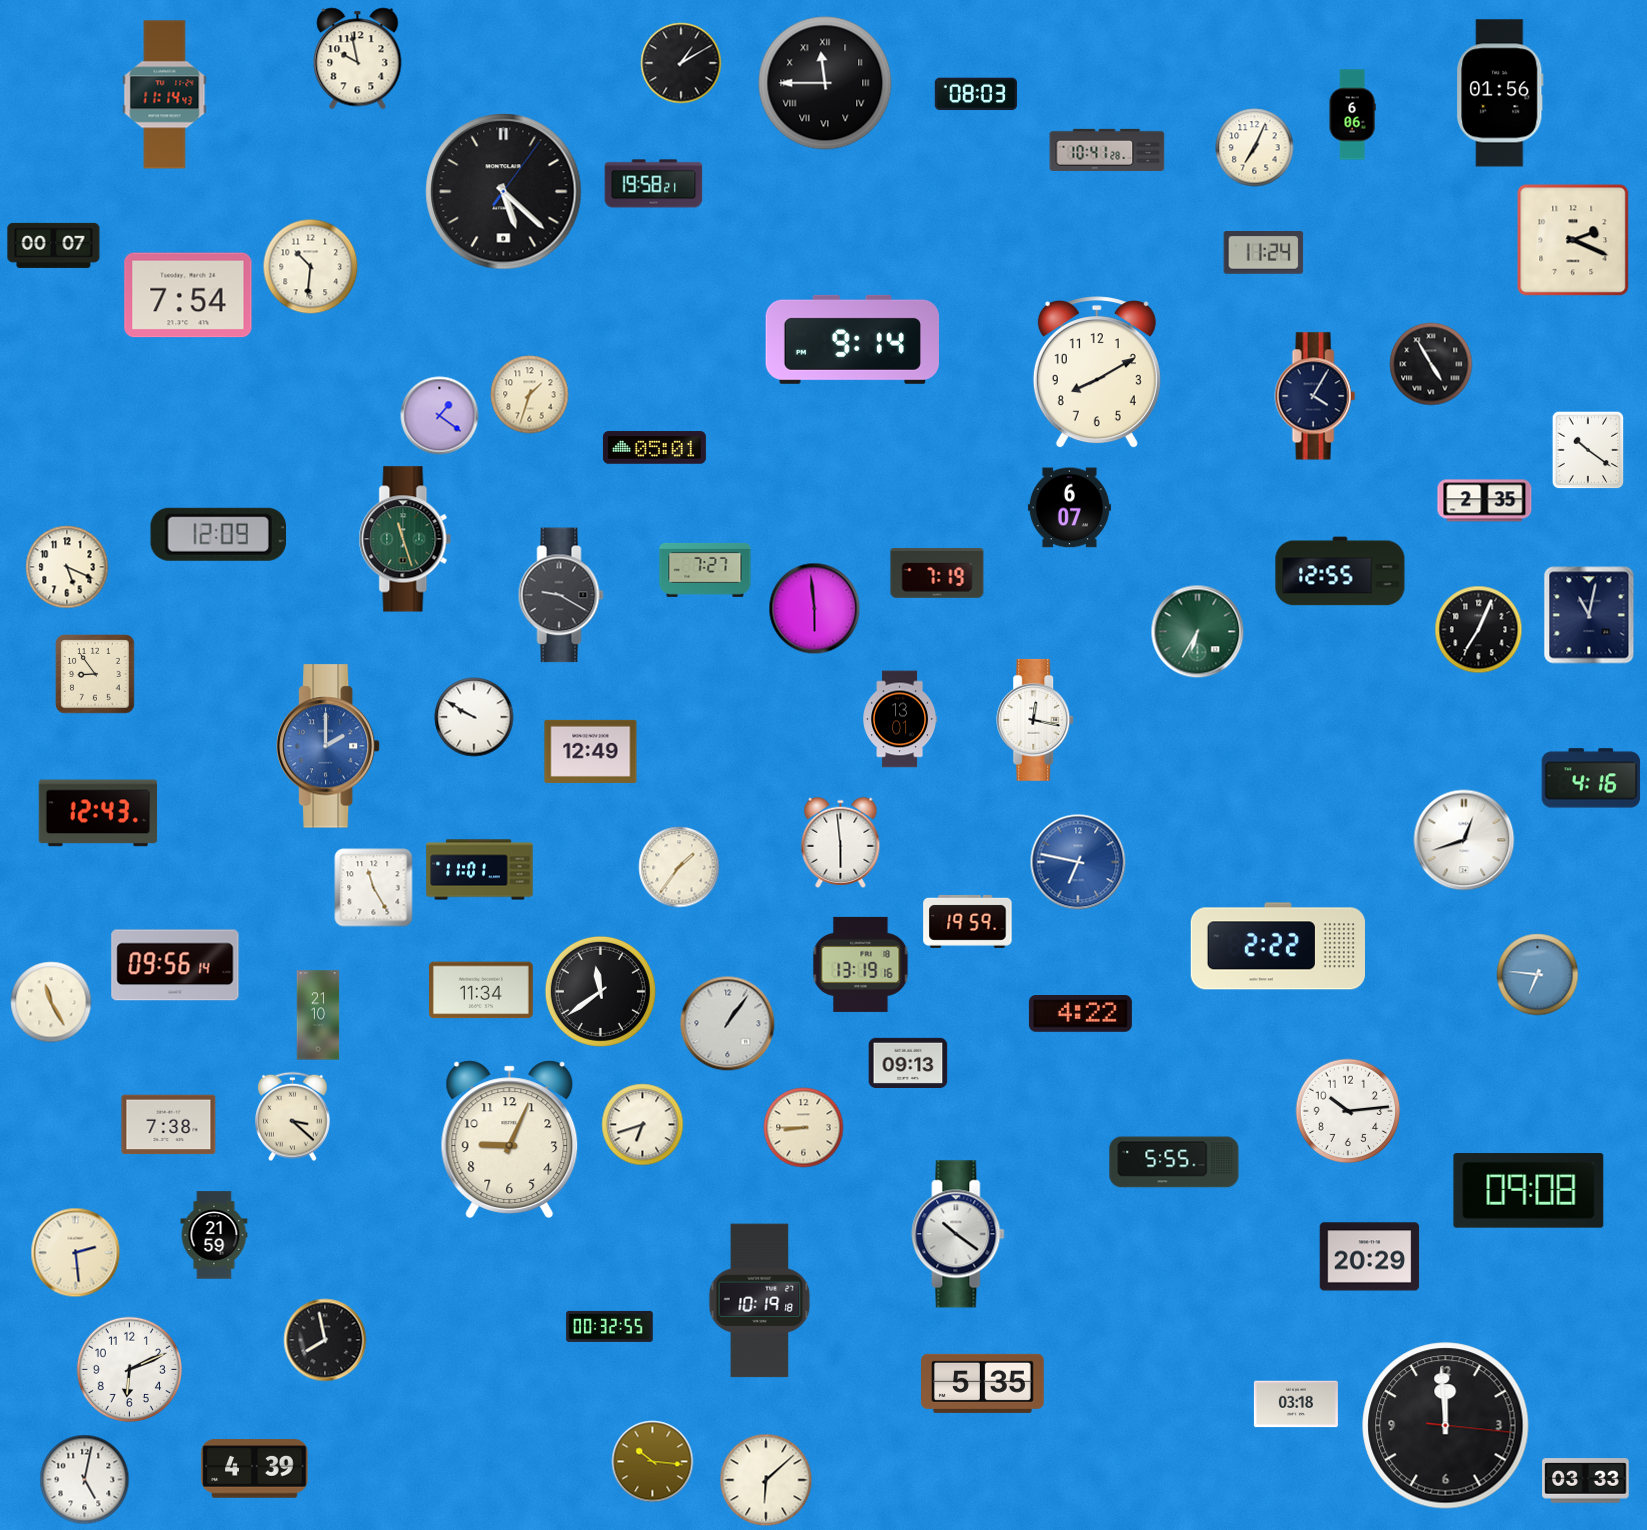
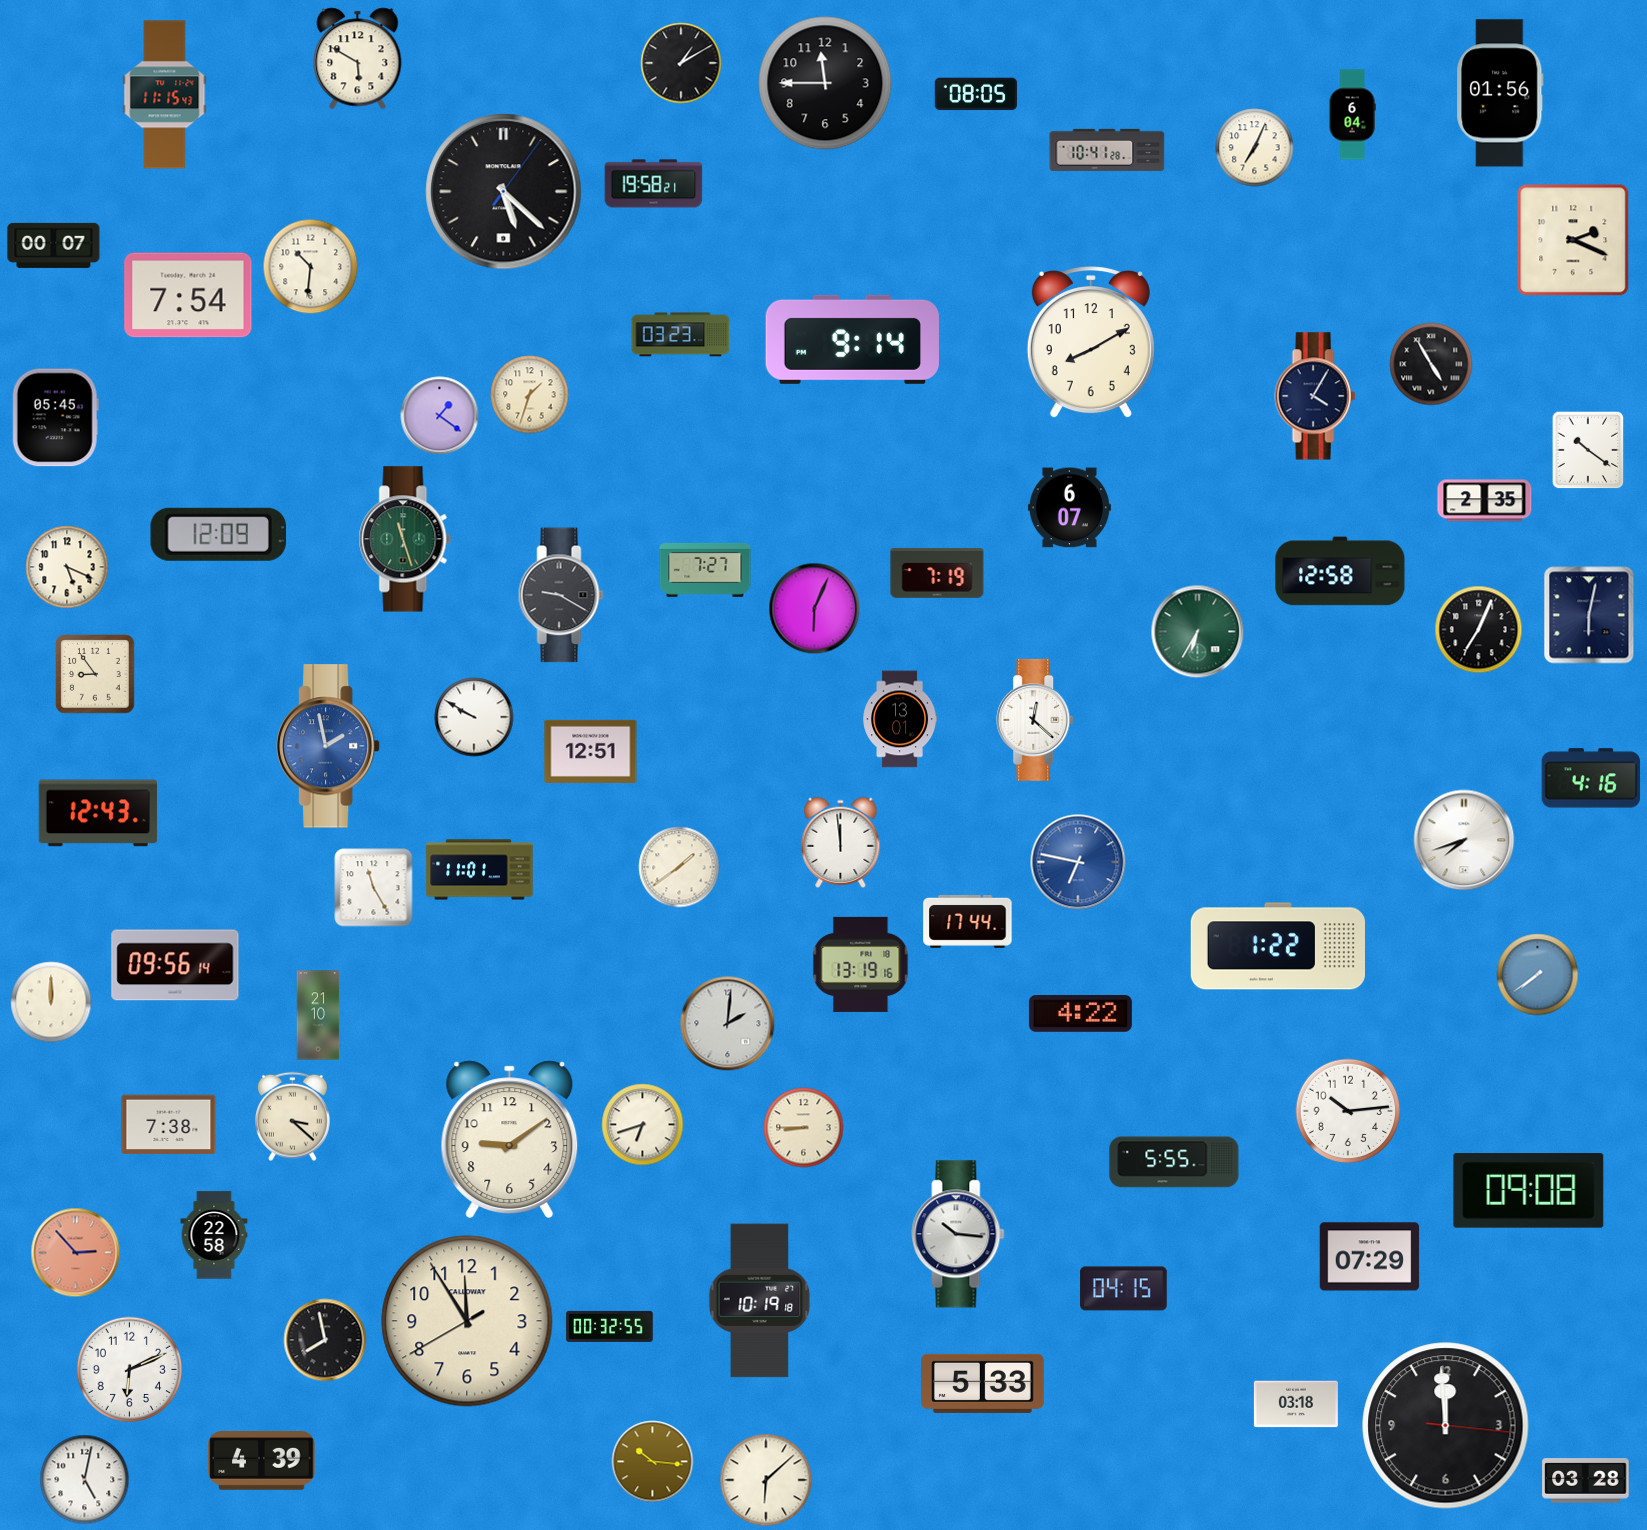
clock at (358, 59): 9:58 -> 5:50
clock at (825, 83) numerals: Roman -> Arabic
clock at (976, 94): 08:03 -> 08:05
clock at (165, 95): 11:14 -> 11:15
clock at (1352, 115): 6:06 -> 6:04
clock at (1264, 253): 11:24 -> none
clock at (681, 335): none -> 03:23
clock at (1097, 373) position: (1097, 373) -> (1091, 343)
clock at (55, 418): none -> 05:45
clock at (654, 448): 05:01 -> none
clock at (1340, 571): 12:55 -> 12:58
clock at (815, 609): 5:59 -> 6:04
clock at (1589, 615): 11:02 -> 6:02
clock at (1036, 720): 12:17 -> 12:22
clock at (328, 746): 2:00 -> 1:58
clock at (591, 751): 12:49 -> 12:51
clock at (1464, 840): 12:42 -> 7:42
clock at (841, 842): 5:59 -> 11:59
clock at (679, 867): 1:36 -> 1:39
clock at (968, 921): 19:59 -> 17:44
clock at (1277, 946): 2:22 -> 1:22
clock at (1538, 975): 6:46 -> 7:39
clock at (481, 990): 11:34 -> none
clock at (600, 991): 11:39 -> none
clock at (51, 1002): 11:25 -> 12:00
clock at (728, 1024): 1:06 -> 2:01
clock at (908, 1062): 09:13 -> none
clock at (510, 1139): 9:04 -> 9:09
clock at (958, 1234): 10:21 -> 10:16
clock at (214, 1235): 21:59 -> 22:58
clock at (76, 1253): 2:29 -> 2:53
clock at (76, 1253) dial: cream -> salmon
clock at (1370, 1257): 20:29 -> 07:29
clock at (1124, 1289): none -> 04:15
clock at (467, 1321): none -> 11:54
clock at (983, 1383): 5:35 -> 5:33
clock at (255, 1469) position: (255, 1469) -> (262, 1461)
clock at (1586, 1481): 03:33 -> 03:28
